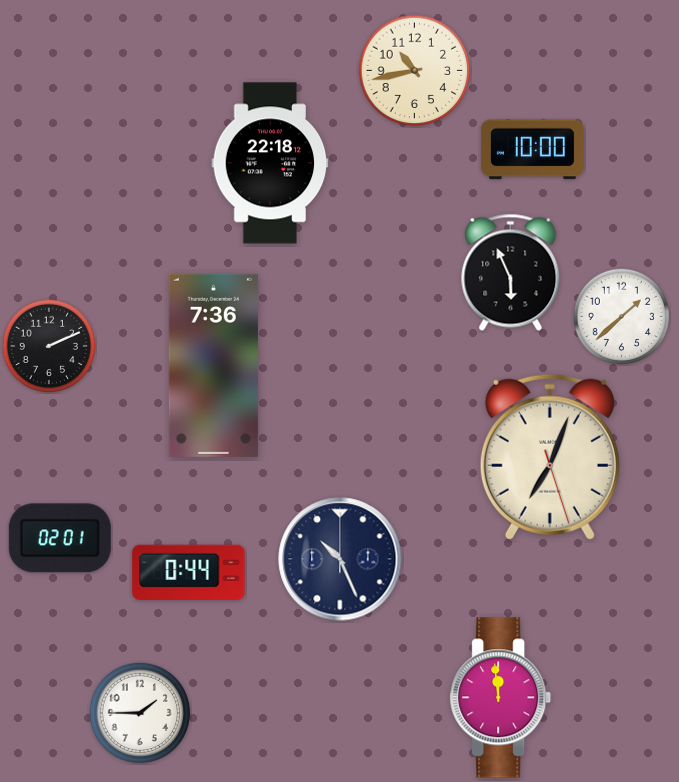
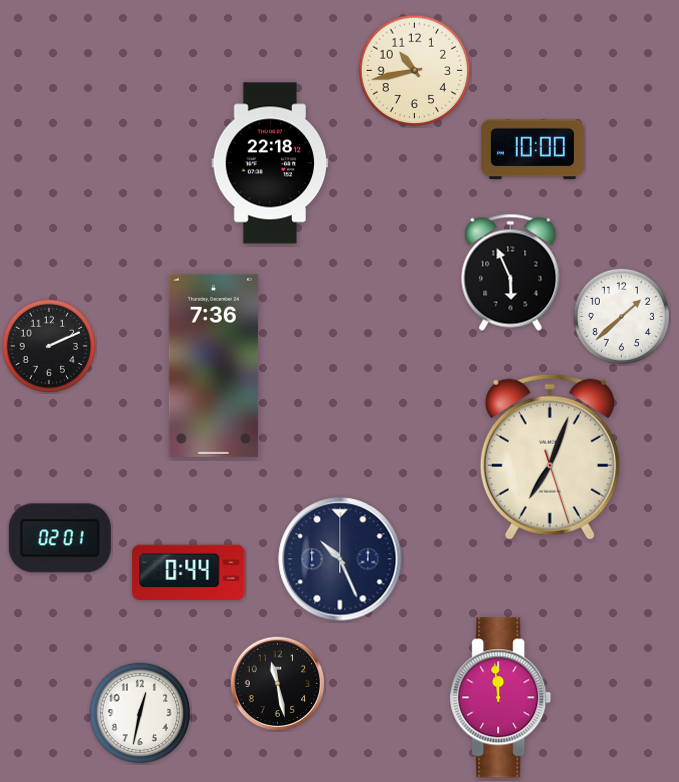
clock at (277, 683): none -> 11:28
clock at (140, 713): 1:45 -> 12:32
